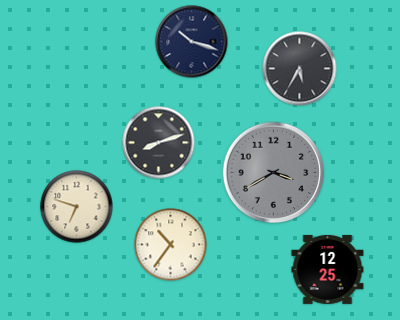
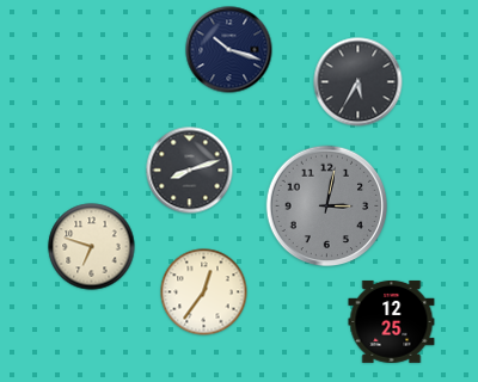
clock at (274, 173): 3:40 -> 3:02
clock at (171, 245): 10:36 -> 12:36
